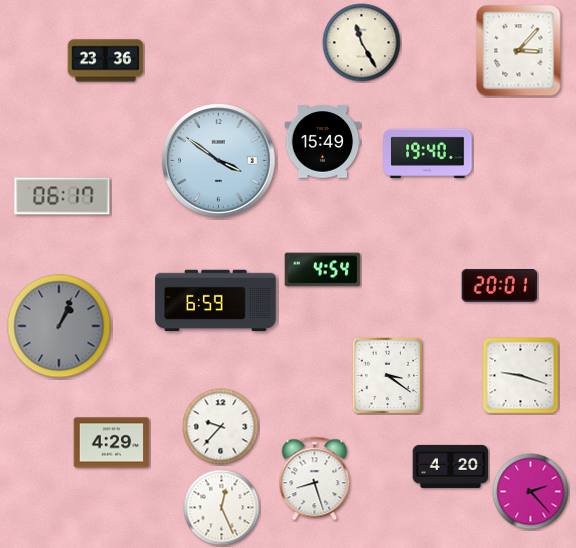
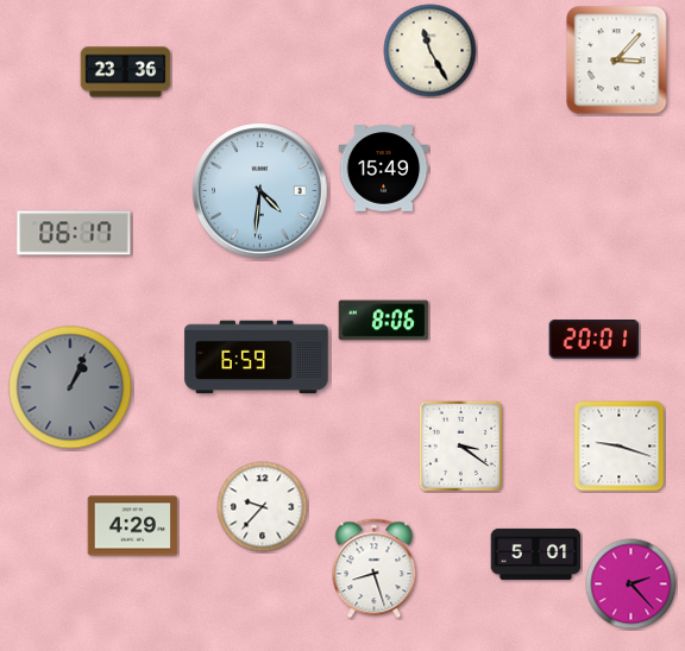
clock at (428, 153): 19:40 -> none
clock at (219, 161): 3:51 -> 4:31
clock at (323, 270): 4:54 -> 8:06
clock at (451, 466): 4:20 -> 5:01
clock at (222, 508): 12:26 -> none
